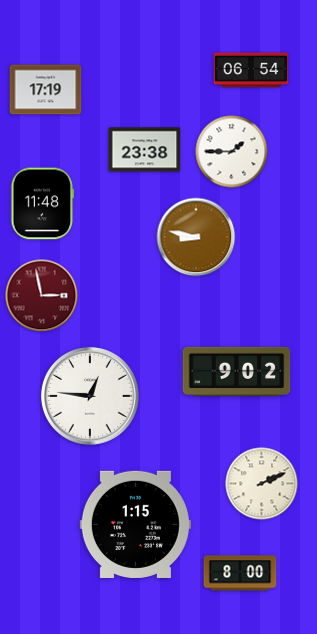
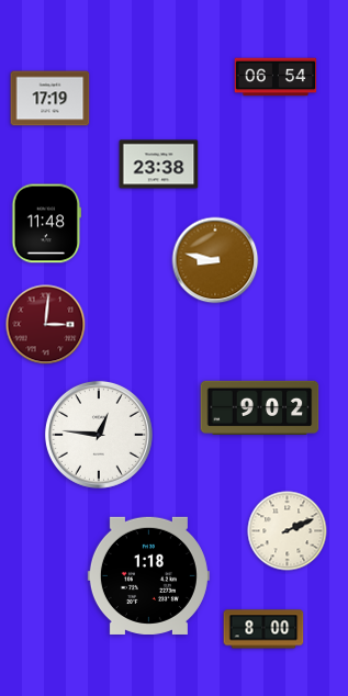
clock at (232, 152): 1:45 -> none
clock at (42, 296): 2:58 -> 3:01
clock at (135, 524): 1:15 -> 1:18
